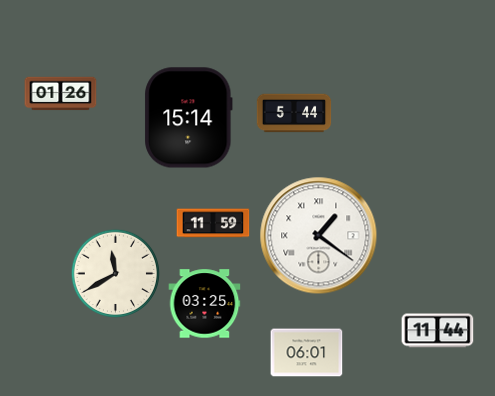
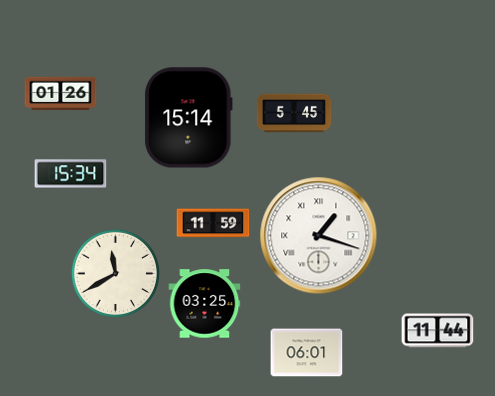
clock at (294, 113): 5:44 -> 5:45
clock at (71, 174): none -> 15:34
clock at (319, 236): 1:21 -> 1:18
